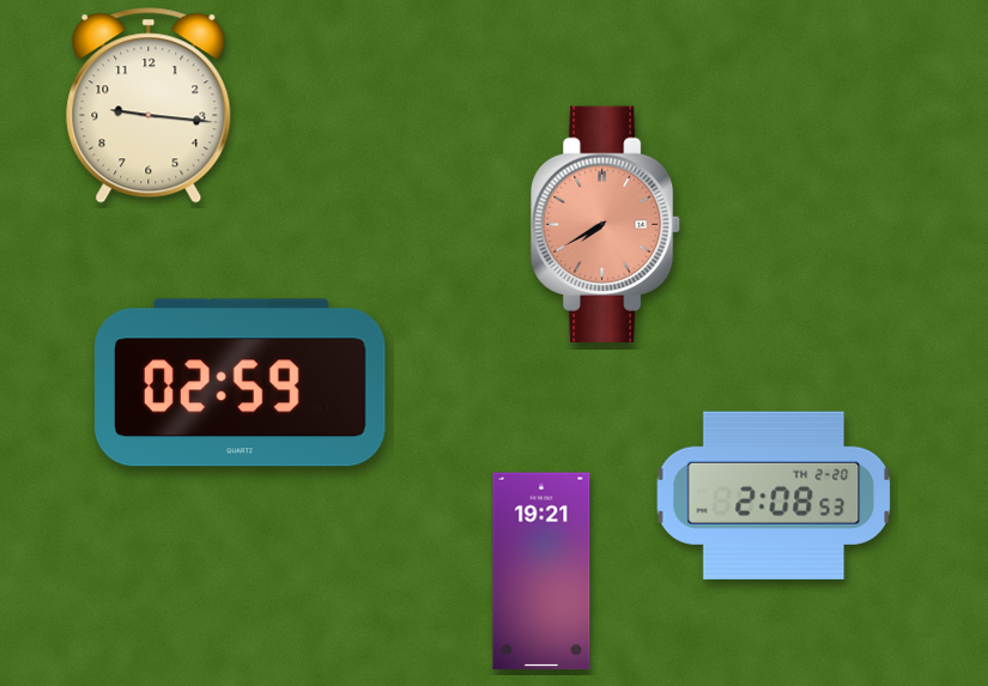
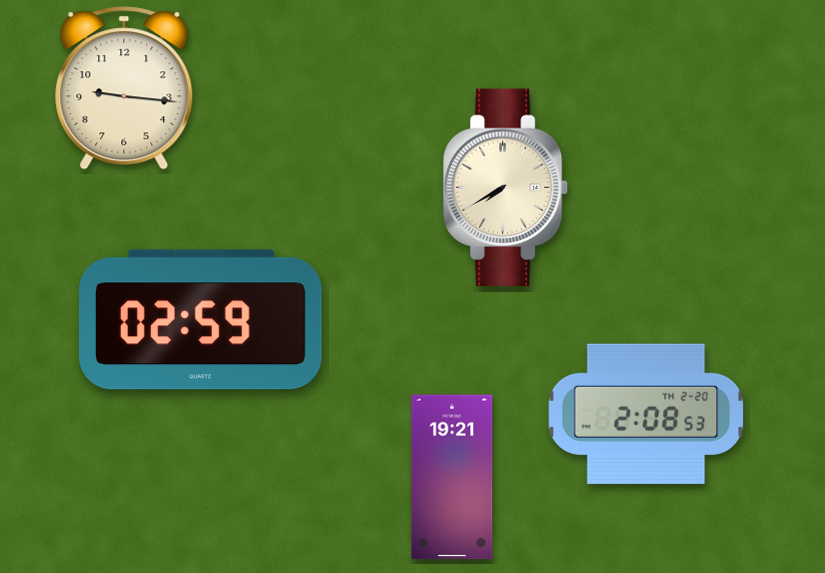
clock at (606, 224) dial: salmon -> cream
